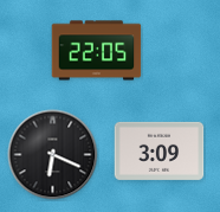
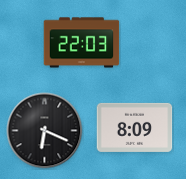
clock at (97, 51): 22:05 -> 22:03
clock at (160, 150): 3:09 -> 8:09
